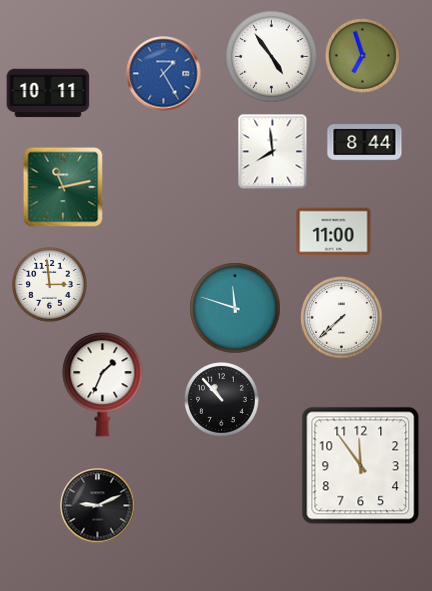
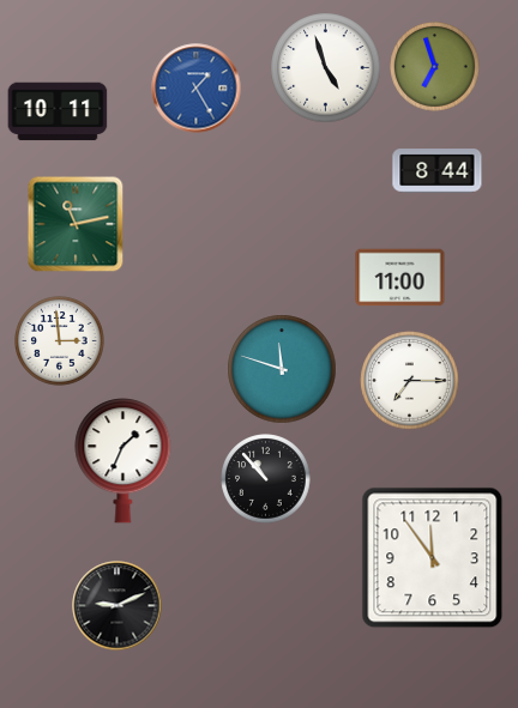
clock at (272, 57): 4:54 -> 4:57
clock at (273, 152): 7:59 -> none
clock at (342, 318): 7:38 -> 7:15
